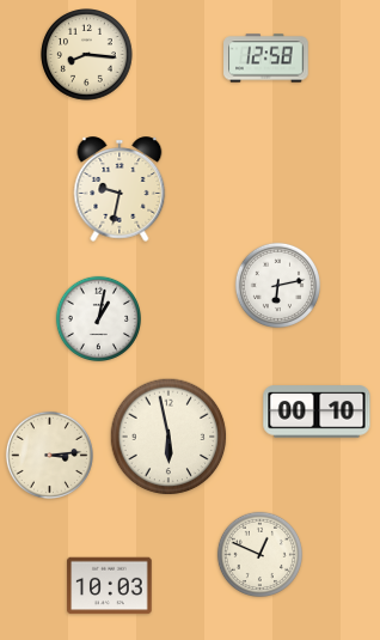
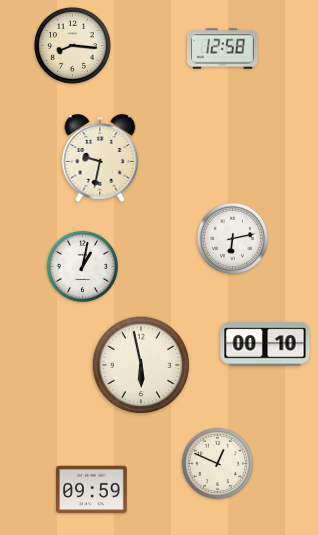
clock at (49, 455): 3:14 -> none
clock at (110, 586): 10:03 -> 09:59
